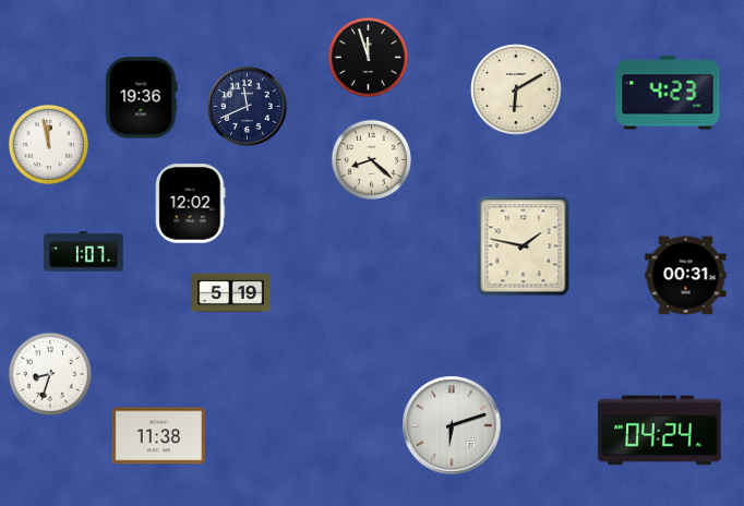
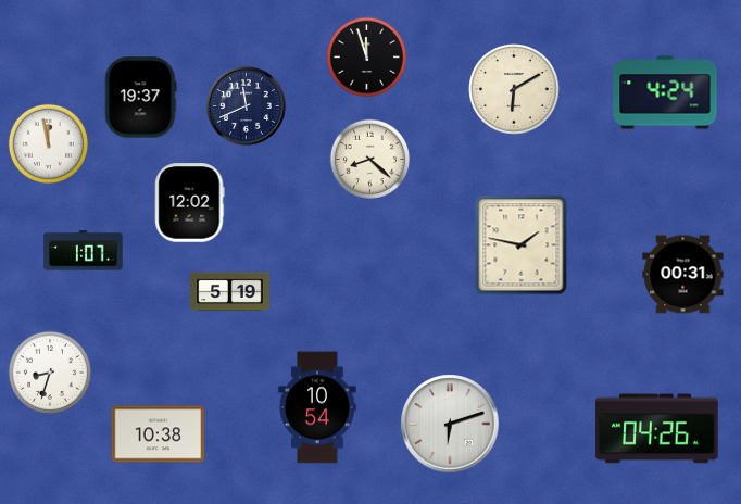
clock at (668, 93): 4:23 -> 4:24
clock at (142, 98): 19:36 -> 19:37
clock at (317, 407): none -> 10:54
clock at (660, 431): 04:24 -> 04:26
clock at (159, 436): 11:38 -> 10:38
